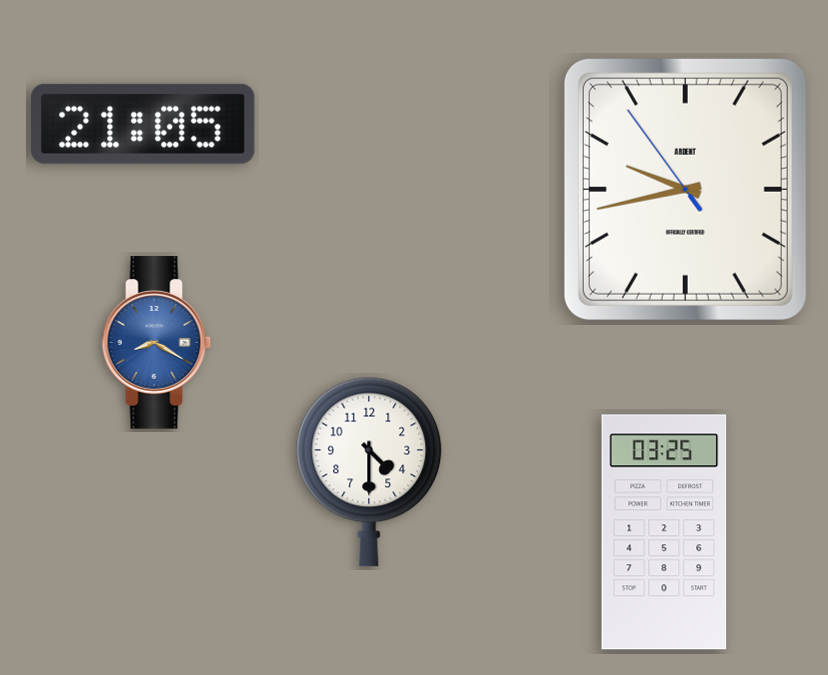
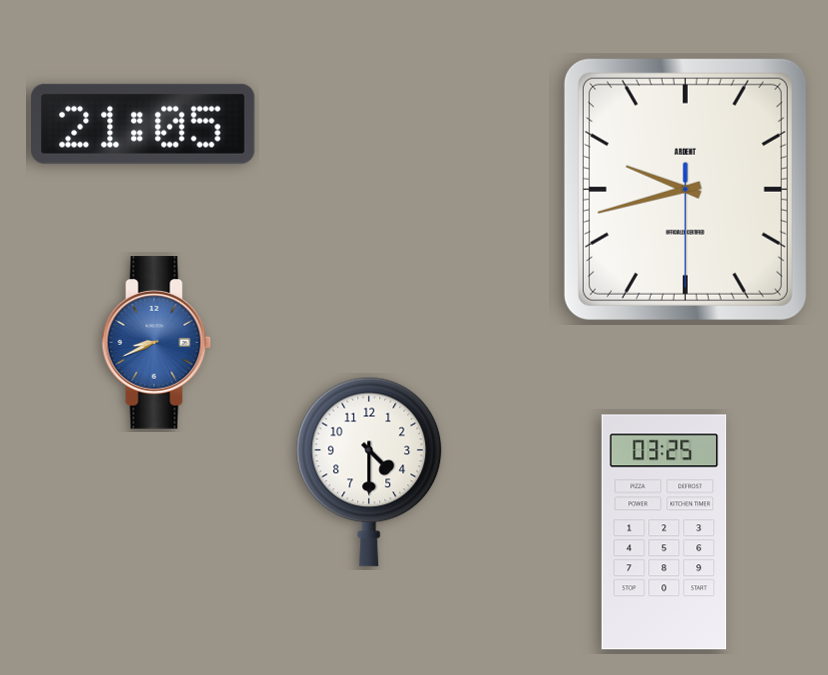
clock at (685, 189): 9:42:54 -> 9:42:30
clock at (157, 343): 8:20 -> 8:41
